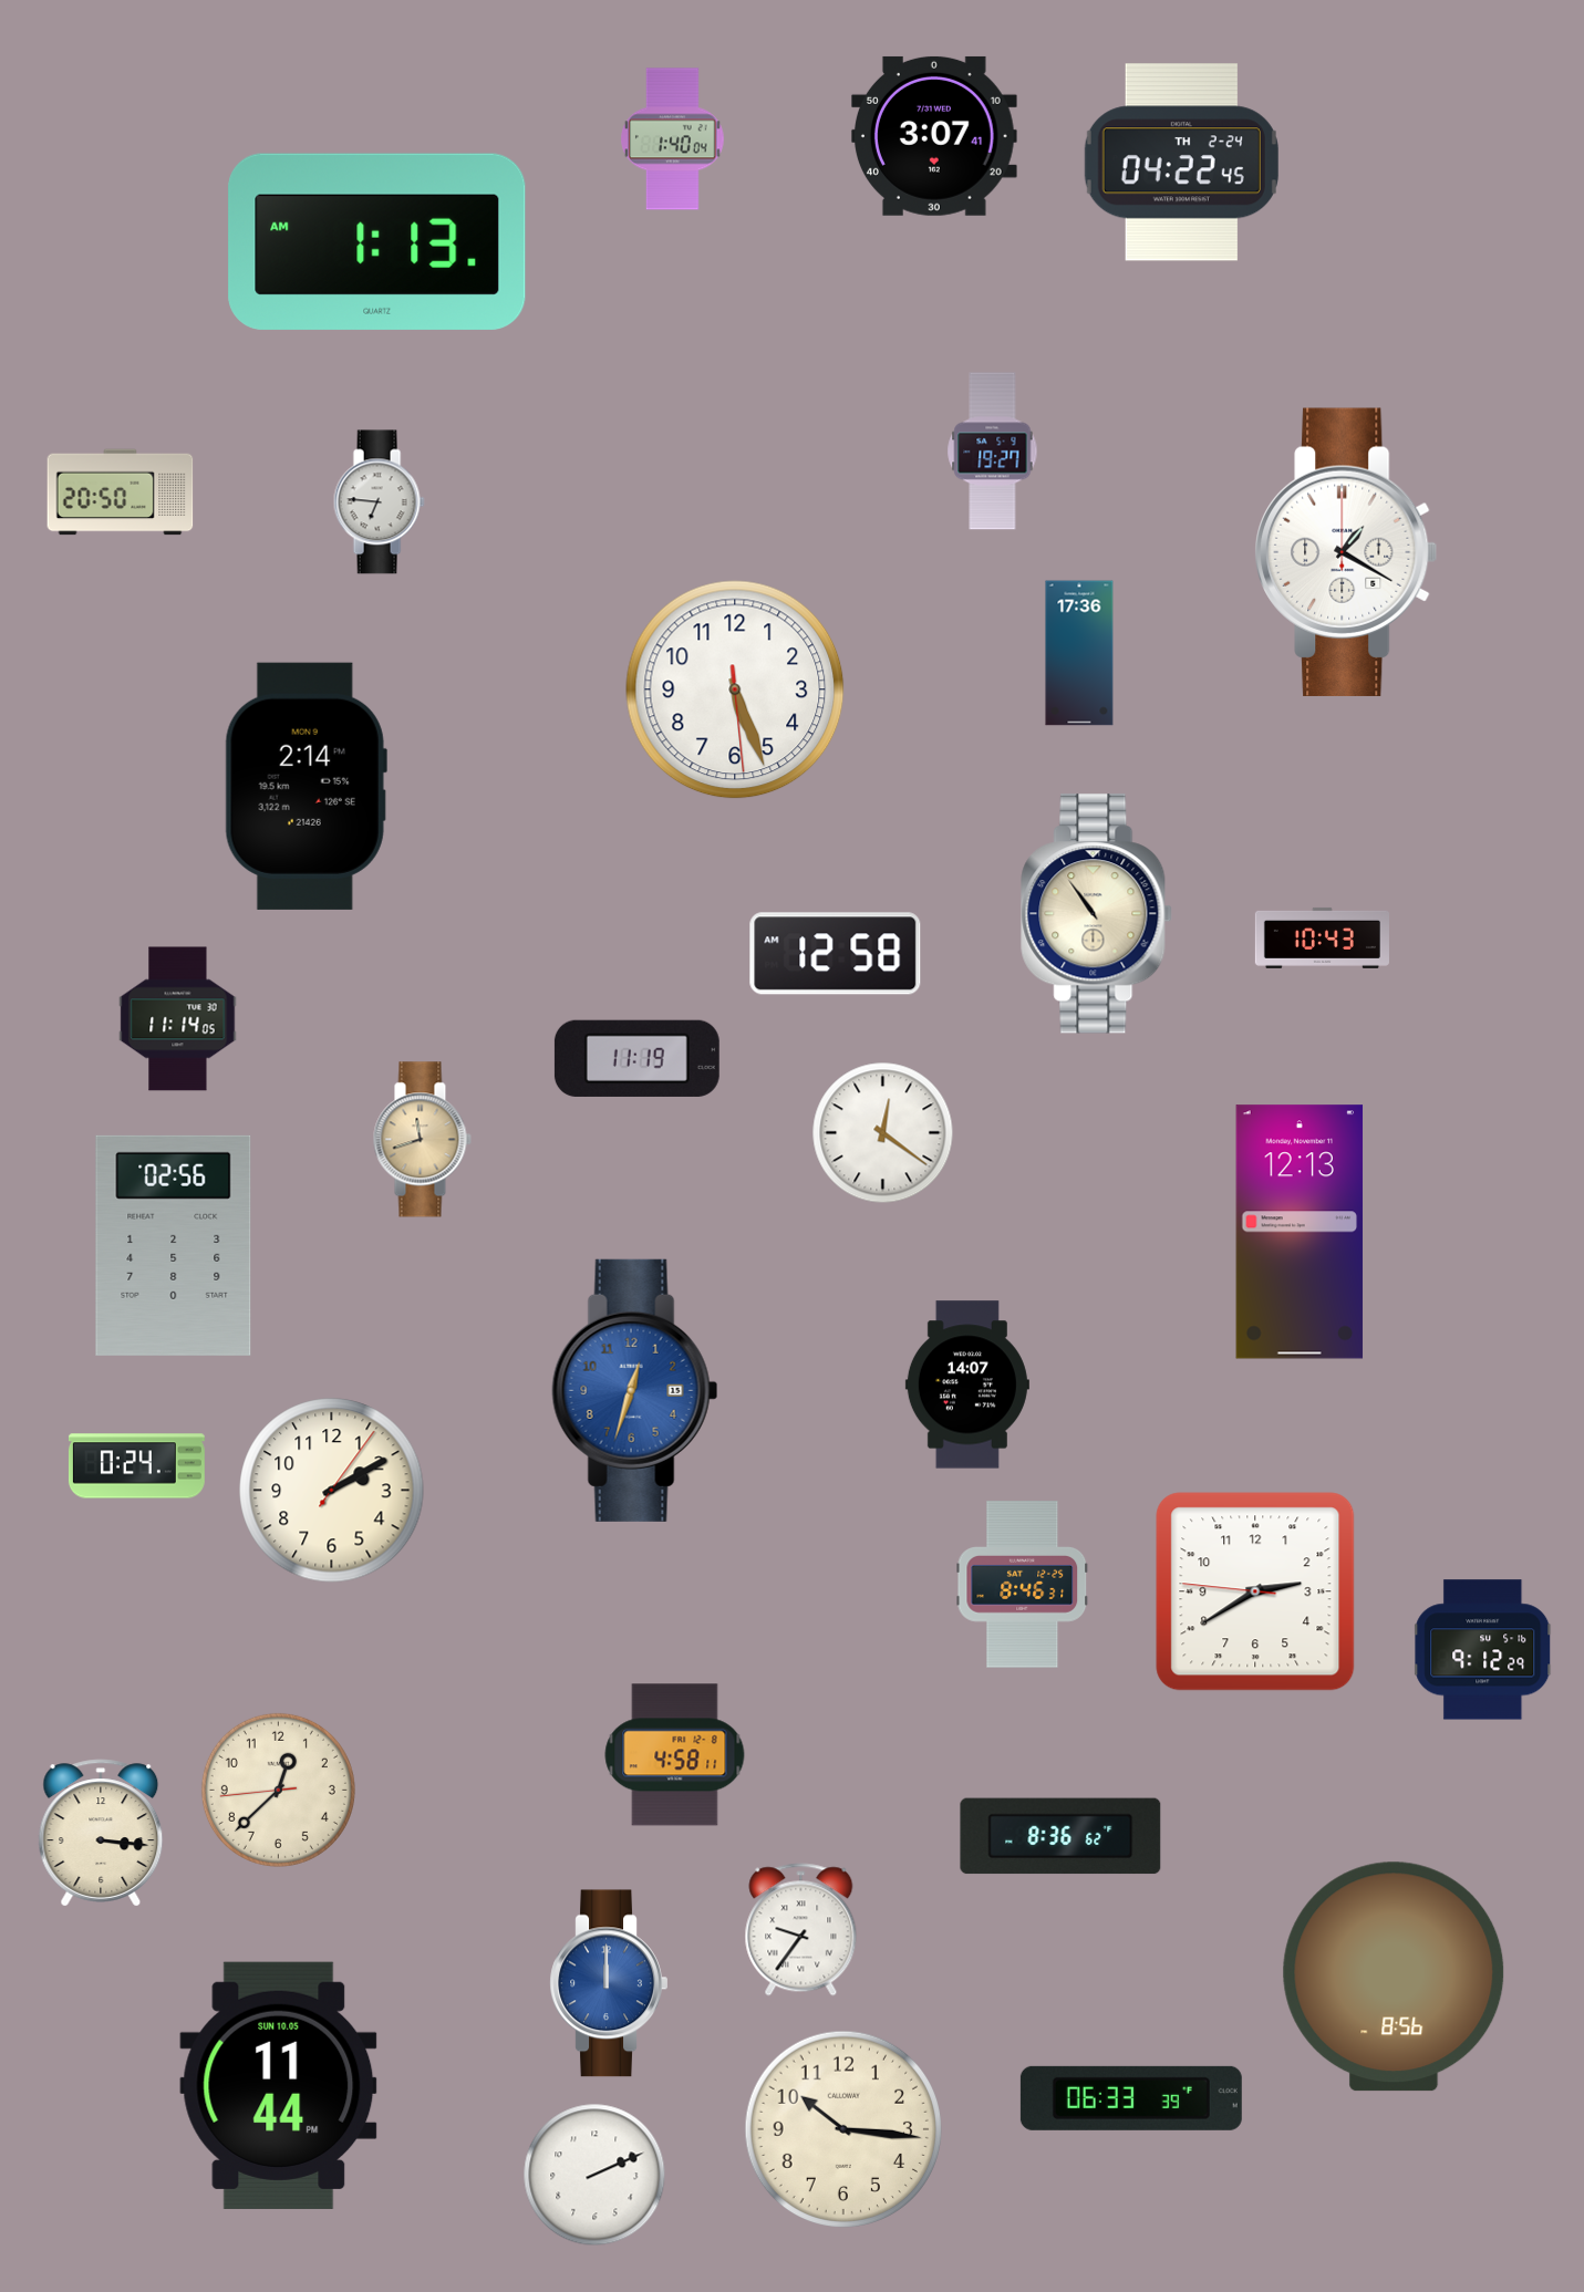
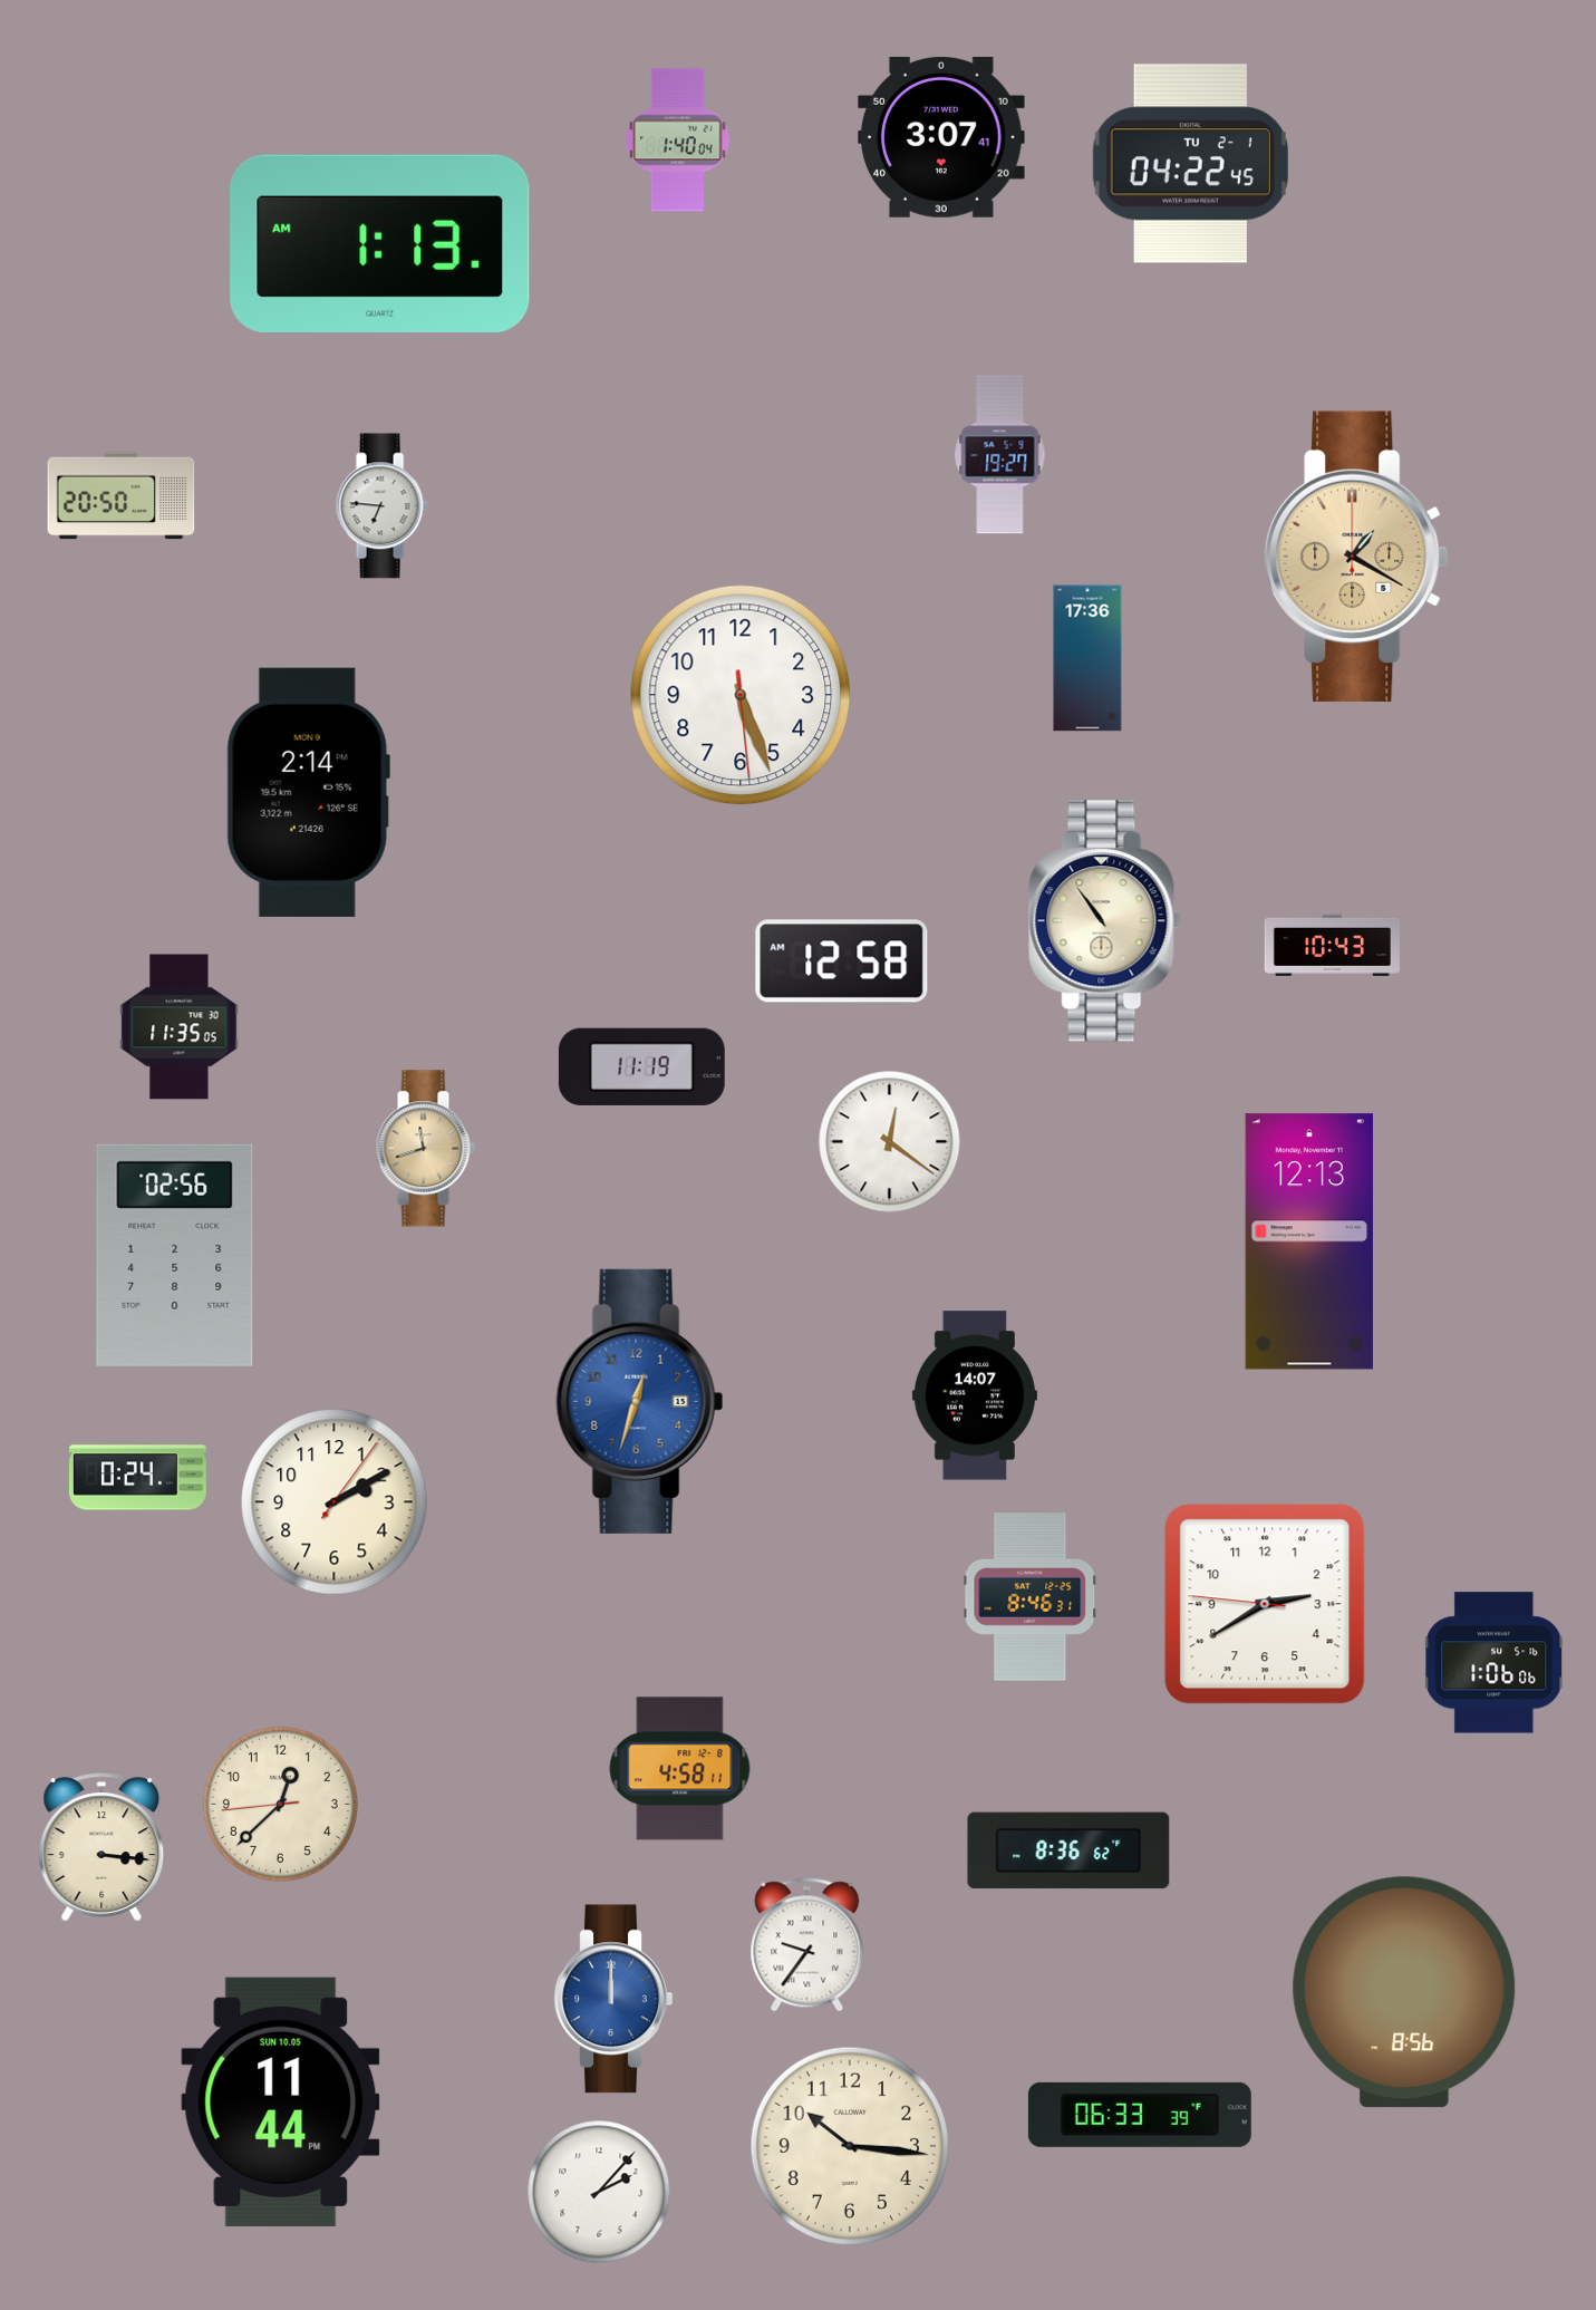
clock at (1181, 163) date: TH 2-24 -> TU 2-1
clock at (1346, 552) dial: white -> champagne
clock at (178, 1019): 11:14 -> 11:35
clock at (1483, 1650): 9:12 -> 1:06
clock at (594, 2175): 2:11 -> 2:07
